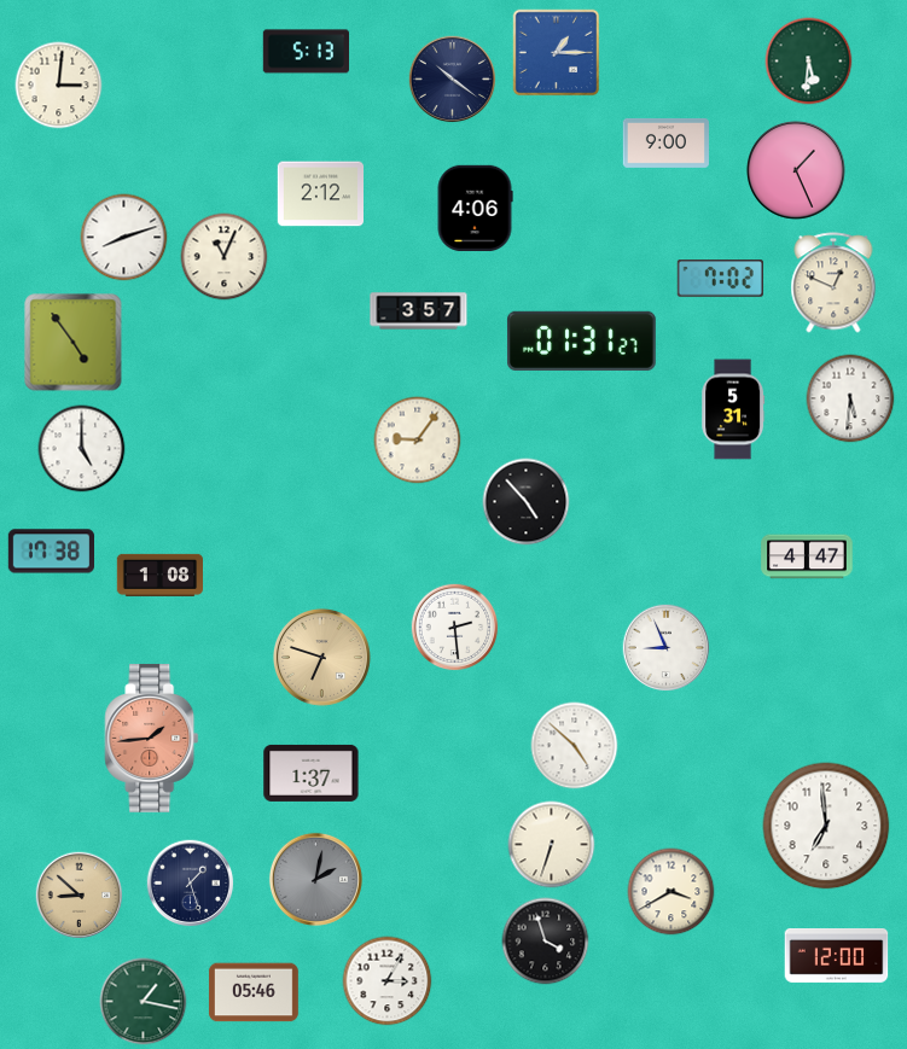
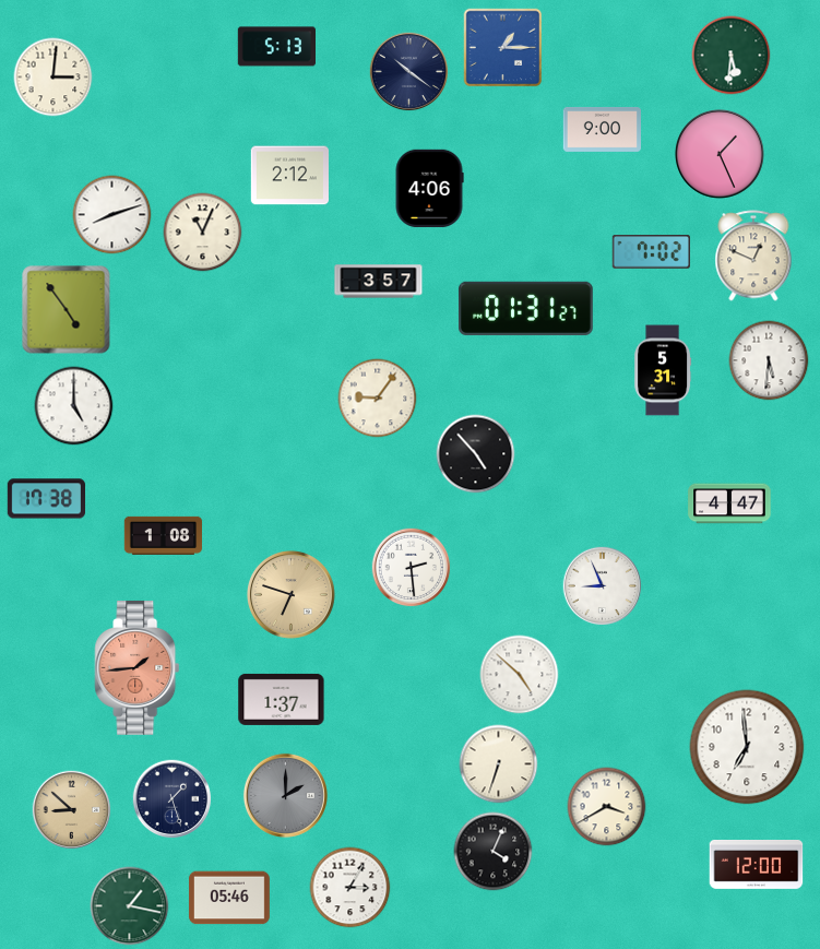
clock at (159, 575) position: (159, 575) -> (163, 535)
clock at (315, 879): 2:02 -> 2:00
clock at (546, 942): 3:57 -> 4:04
